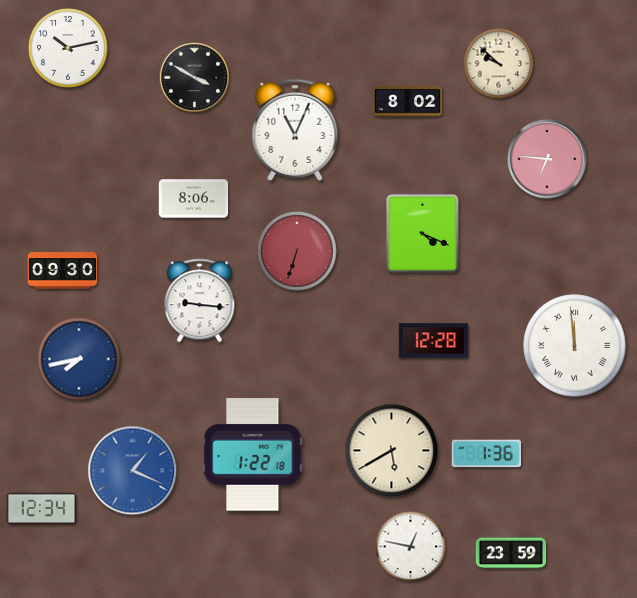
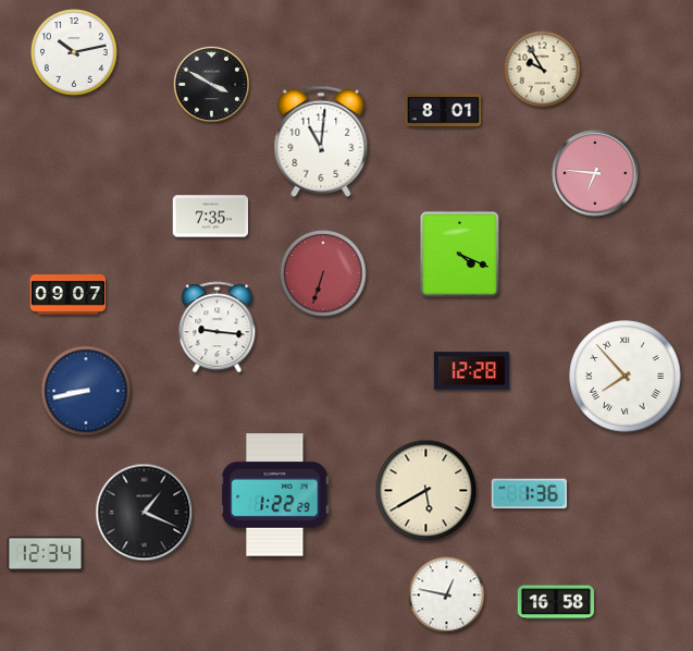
clock at (499, 64): 9:52 -> 9:55
clock at (408, 102): 8:02 -> 8:01
clock at (295, 130): 11:04 -> 11:01
clock at (194, 199): 8:06 -> 7:35
clock at (63, 271): 09:30 -> 09:07
clock at (575, 346): 11:59 -> 7:53
clock at (79, 359): 7:43 -> 8:43
clock at (253, 455): 1:22:18 -> 1:22:29
clock at (133, 471) dial: blue -> black
clock at (510, 553): 23:59 -> 16:58
